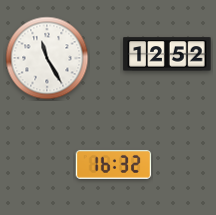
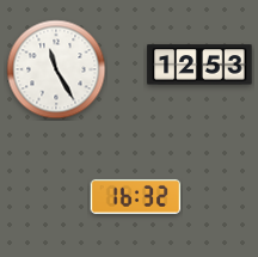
clock at (167, 54): 12:52 -> 12:53
